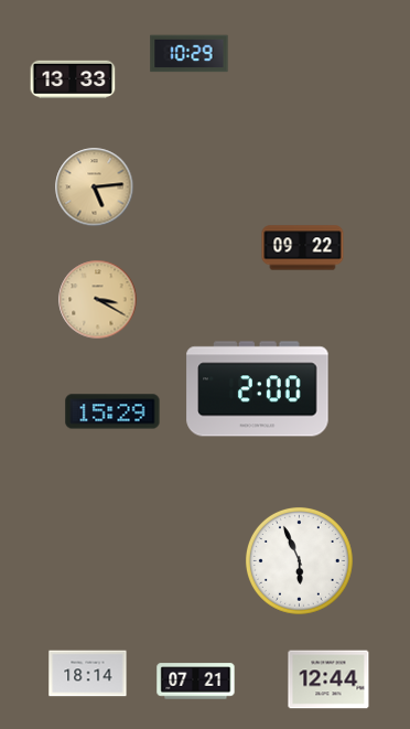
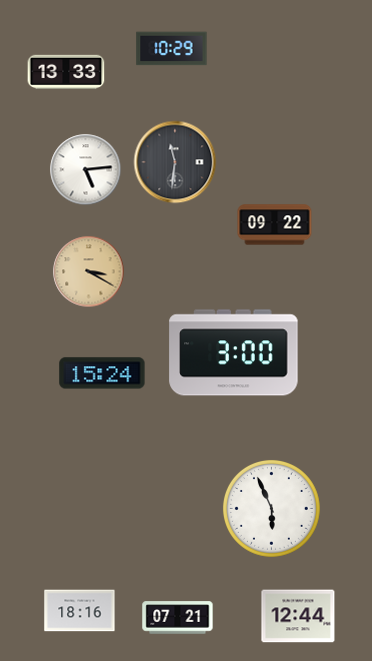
clock at (175, 162): none -> 11:31
clock at (95, 187) dial: champagne -> white
clock at (258, 389): 2:00 -> 3:00
clock at (112, 411): 15:29 -> 15:24
clock at (88, 674): 18:14 -> 18:16
